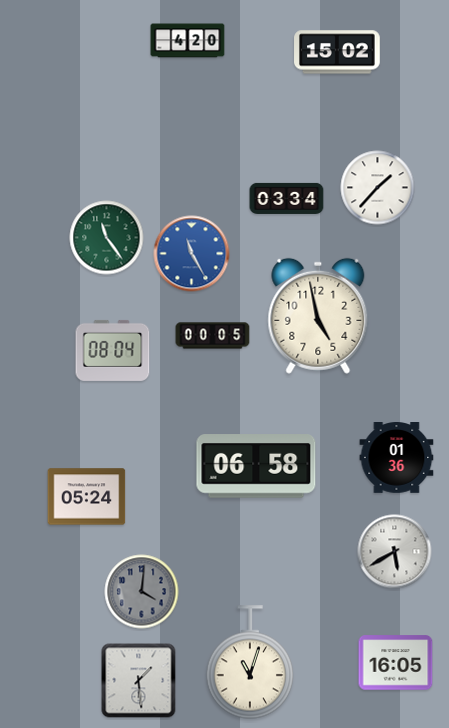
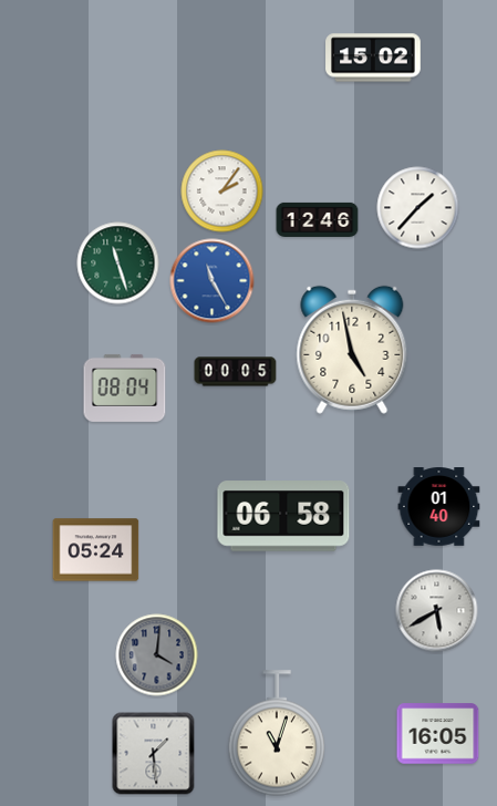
clock at (188, 41): 4:20 -> none
clock at (222, 192): none -> 2:06
clock at (287, 198): 03:34 -> 12:46
clock at (107, 238): 11:24 -> 11:27
clock at (397, 458): 01:36 -> 01:40
